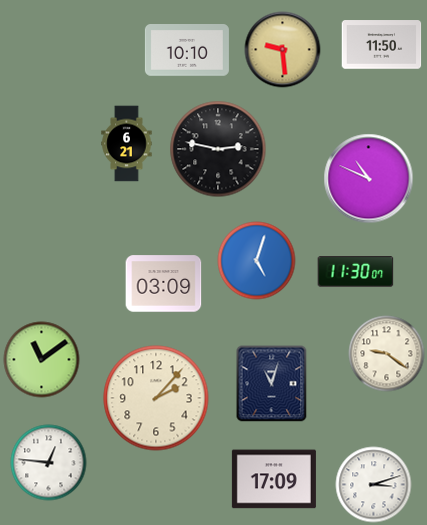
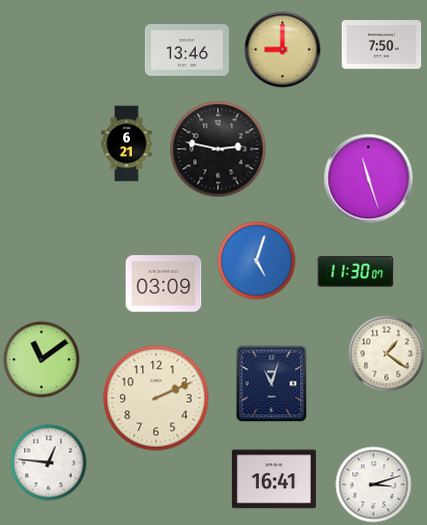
clock at (382, 45): 11:50 -> 7:50
clock at (283, 50): 9:29 -> 9:00
clock at (187, 51): 10:10 -> 13:46
clock at (369, 179): 10:49 -> 11:27
clock at (387, 354): 9:21 -> 1:21
clock at (156, 398): 2:07 -> 2:11
clock at (274, 479): 17:09 -> 16:41
